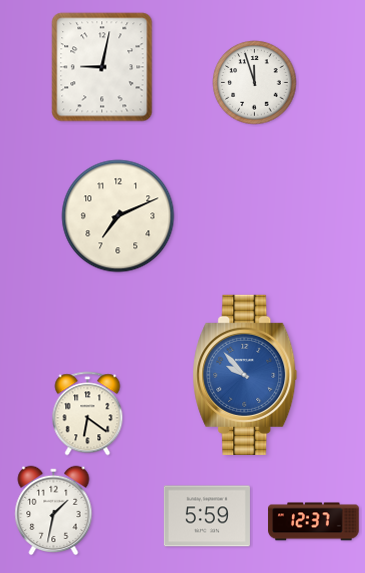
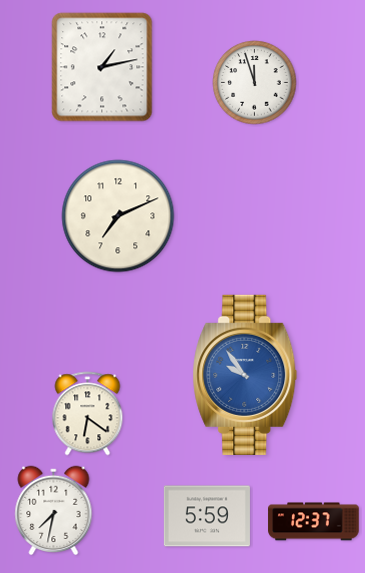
clock at (102, 67): 9:02 -> 1:13
clock at (245, 375): 9:53 -> 9:54
clock at (54, 511): 1:32 -> 7:32
